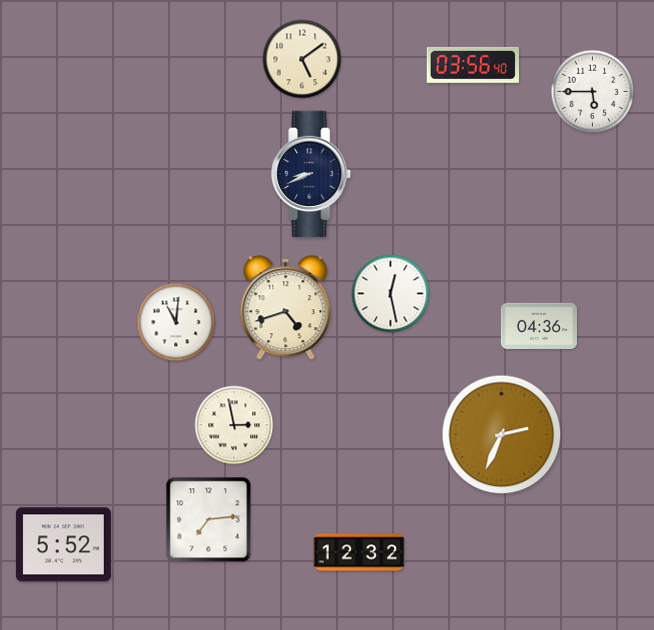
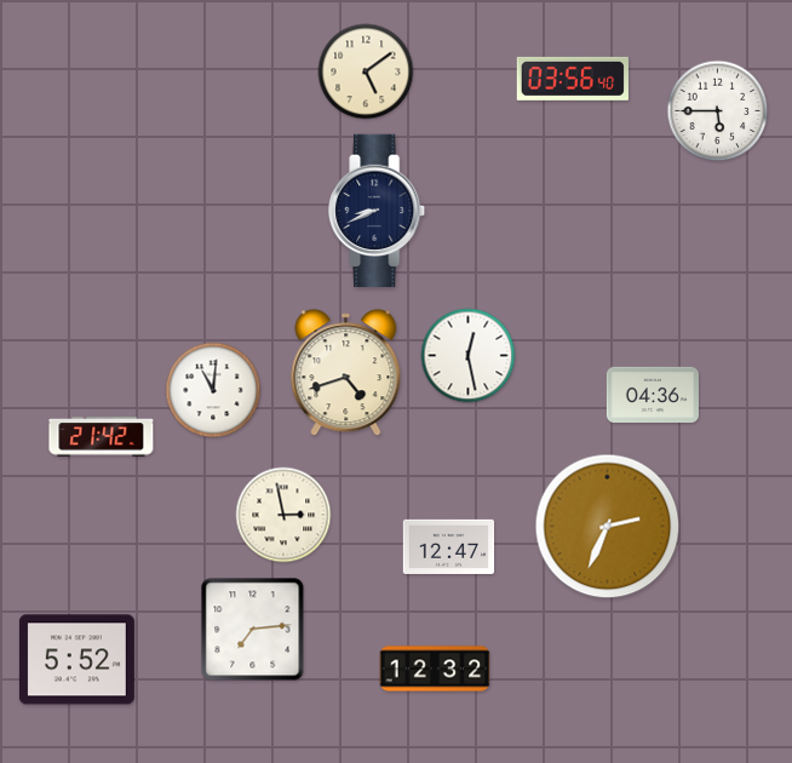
clock at (391, 294) position: (391, 294) -> (469, 356)
clock at (102, 437): none -> 21:42
clock at (449, 546): none -> 12:47
